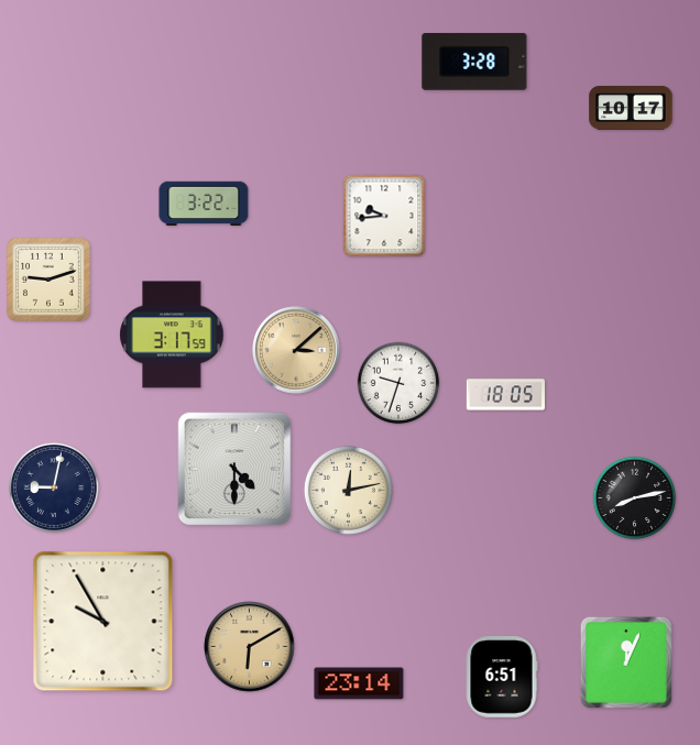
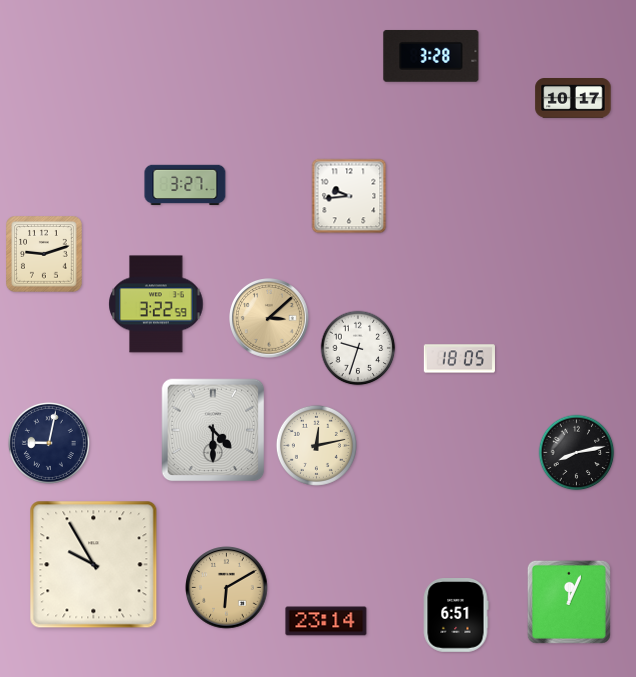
clock at (204, 204): 3:22 -> 3:27
clock at (172, 335): 3:17 -> 3:22
clock at (398, 383) position: (398, 383) -> (358, 348)
clock at (234, 469) position: (234, 469) -> (213, 430)
